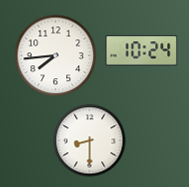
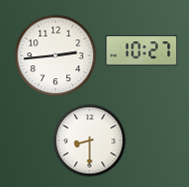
clock at (142, 51): 10:24 -> 10:27
clock at (56, 56): 7:44 -> 2:44
